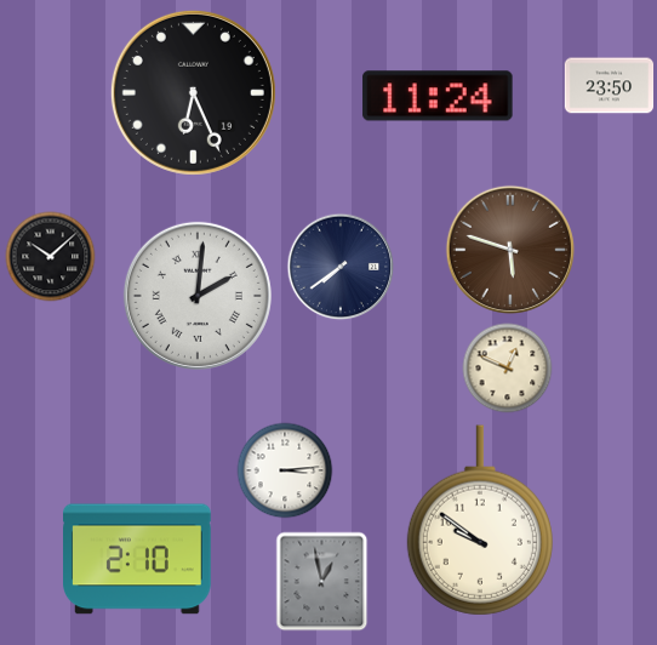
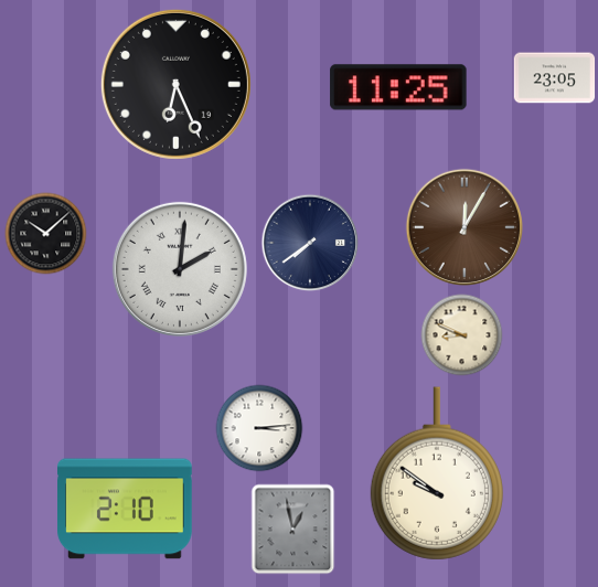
clock at (610, 86): 23:50 -> 23:05
clock at (438, 96): 11:24 -> 11:25
clock at (510, 250): 5:48 -> 12:05
clock at (508, 369): 12:49 -> 8:49
